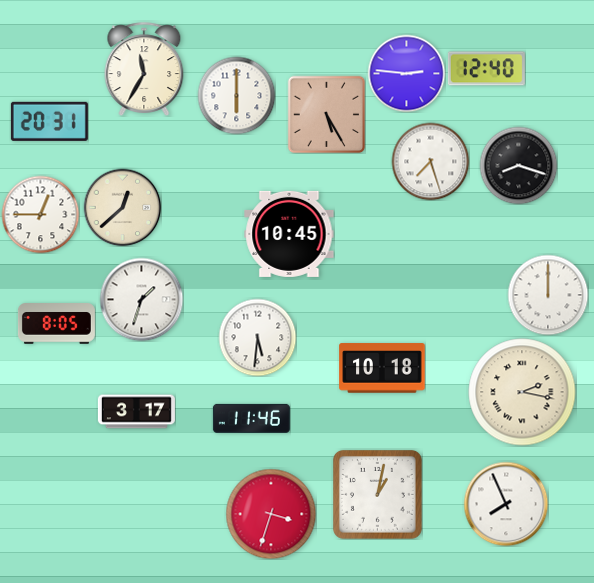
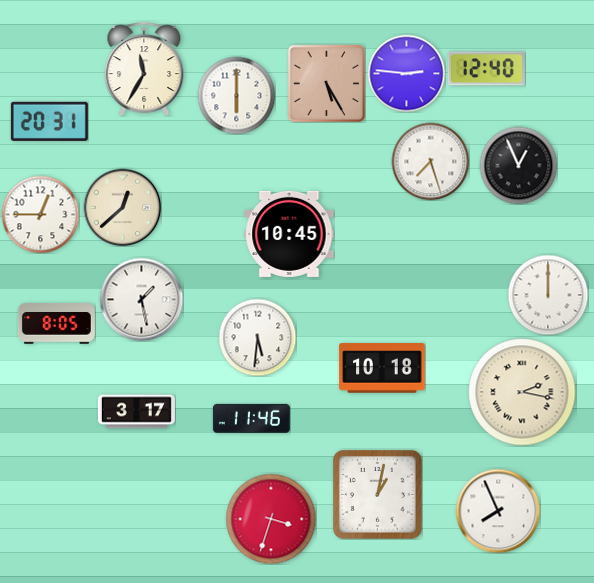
clock at (326, 114) position: (326, 114) -> (326, 83)
clock at (518, 165): 8:18 -> 12:56
clock at (141, 299): 1:33 -> 1:28
clock at (506, 504) position: (506, 504) -> (498, 511)
clock at (271, 514) position: (271, 514) -> (271, 519)
